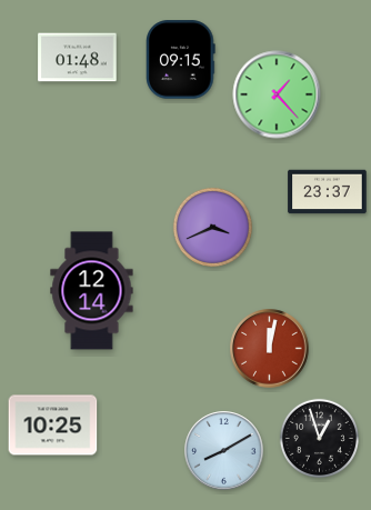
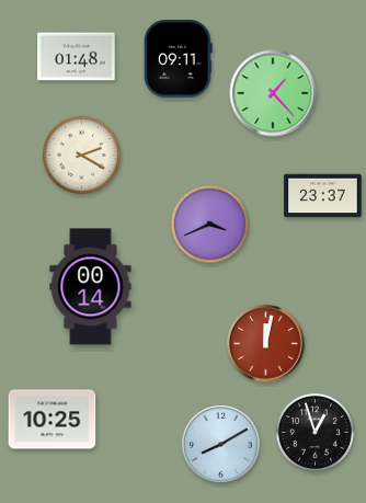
clock at (181, 60): 09:15 -> 09:11
clock at (81, 155): none -> 2:20
clock at (328, 192) position: (328, 192) -> (323, 196)
clock at (92, 291): 12:14 -> 00:14
